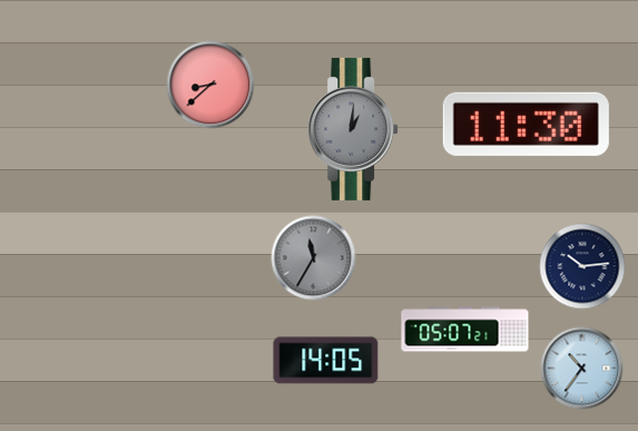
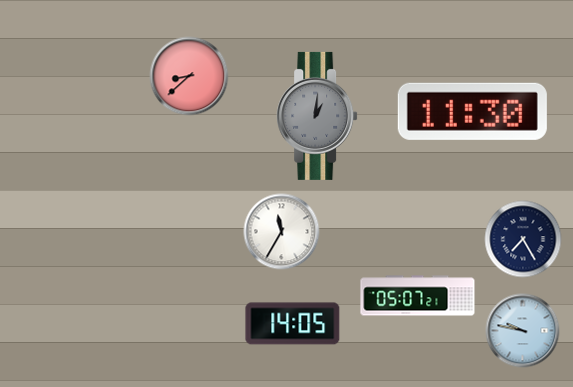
clock at (314, 258) dial: grey -> white
clock at (582, 266): 10:14 -> 7:25
clock at (582, 369): 10:36 -> 9:47
